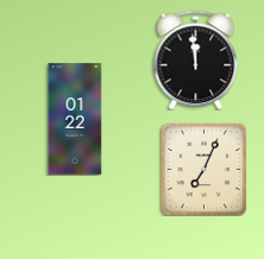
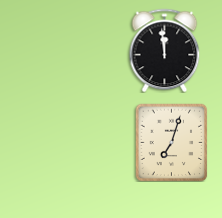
clock at (75, 119): 01:22 -> none
clock at (205, 169): 7:04 -> 7:03
